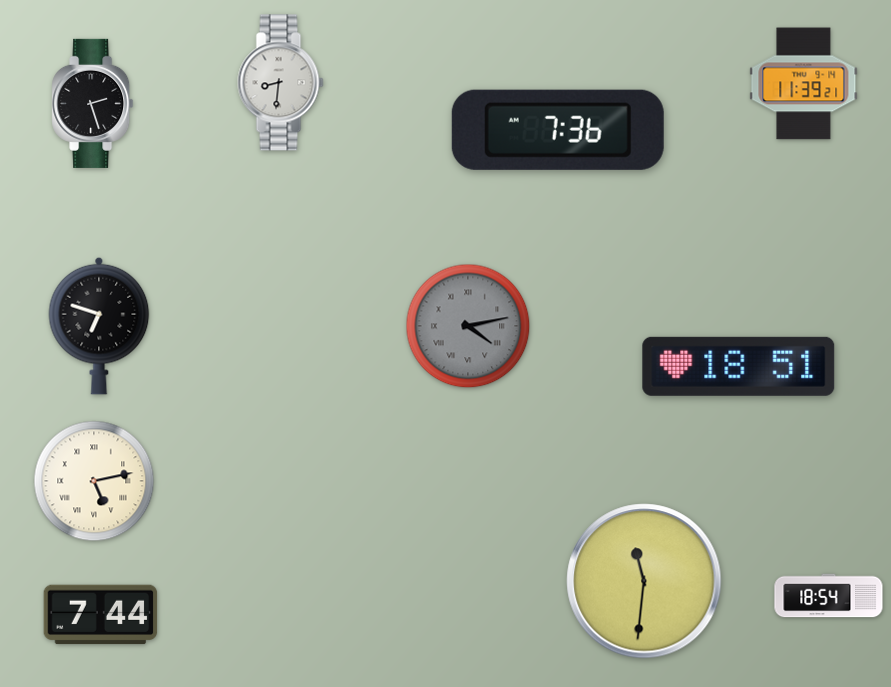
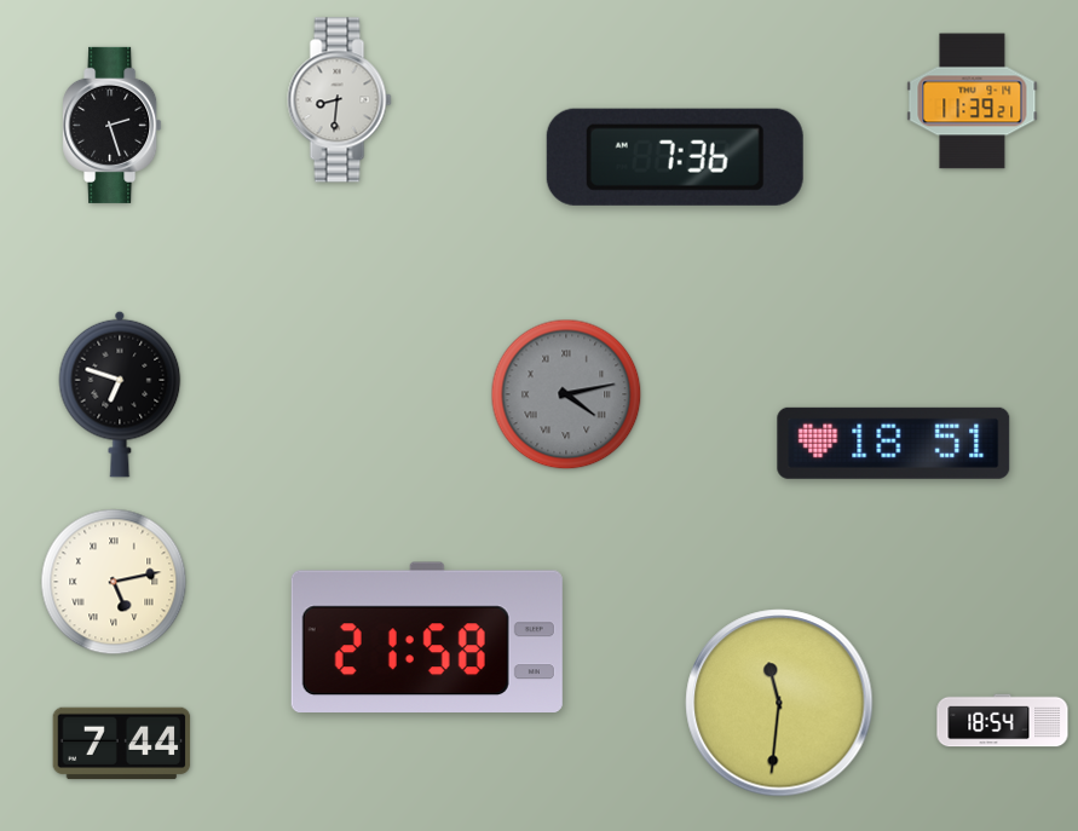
clock at (427, 636): none -> 21:58
